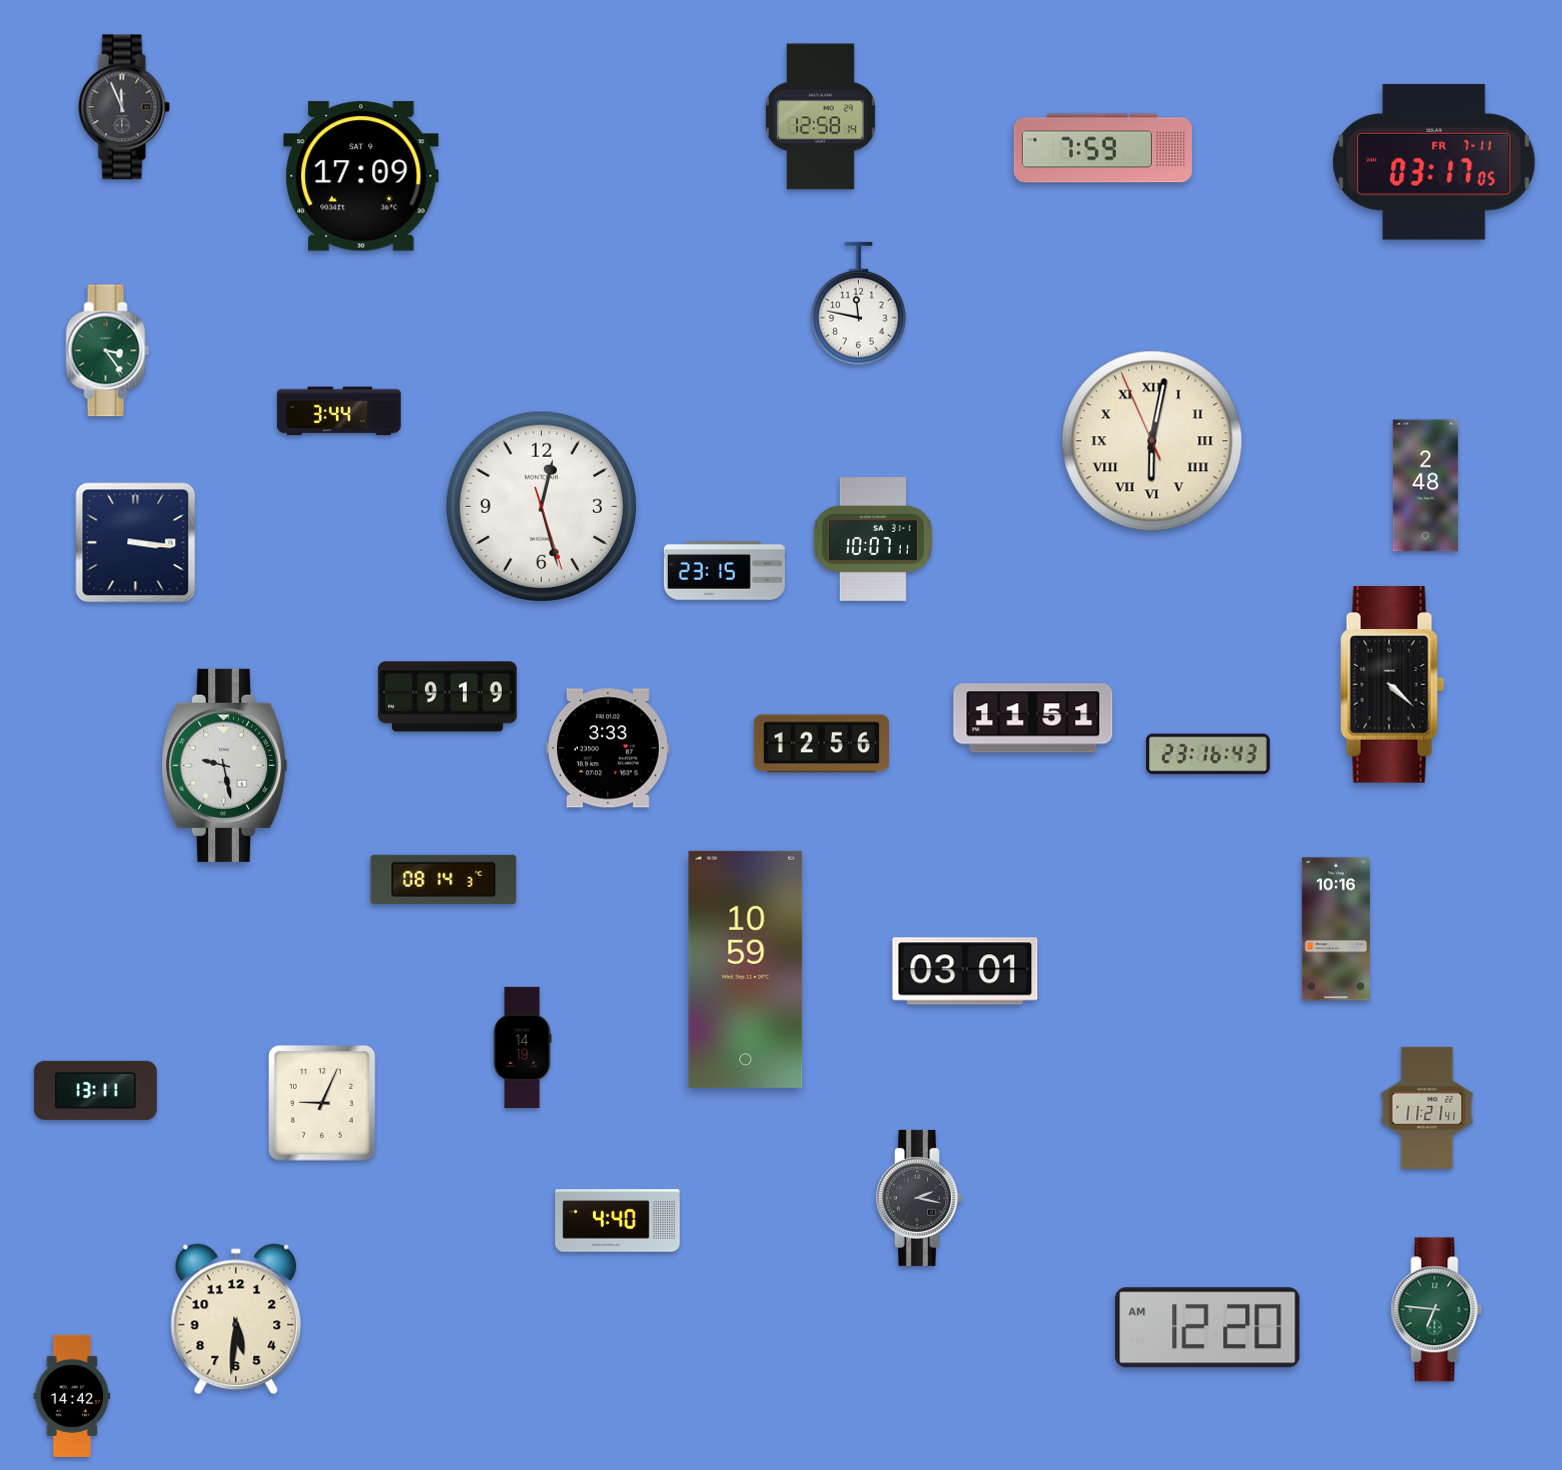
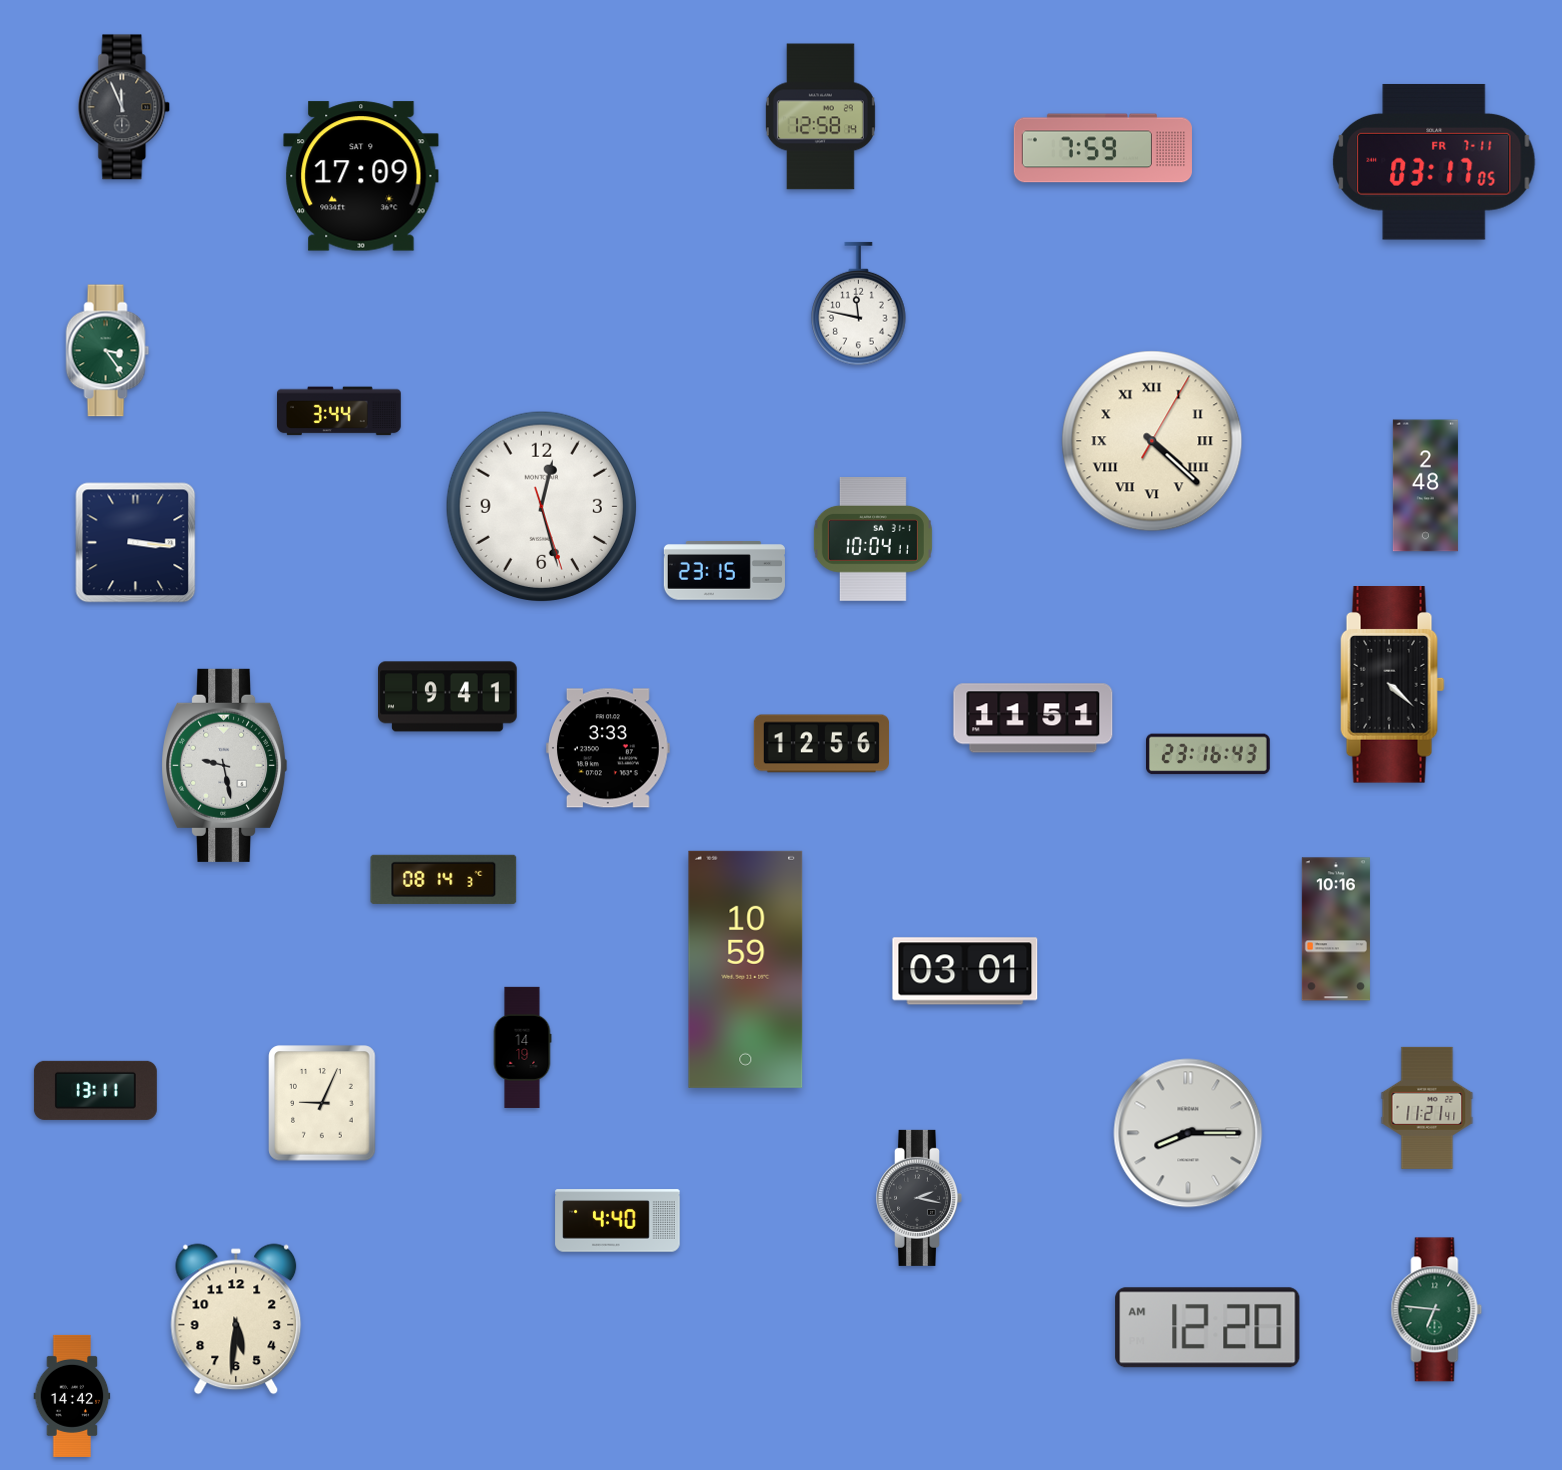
clock at (1152, 441): 6:01 -> 4:22
clock at (873, 540): 10:07 -> 10:04
clock at (448, 697): 9:19 -> 9:41
clock at (1188, 1133): none -> 8:15
